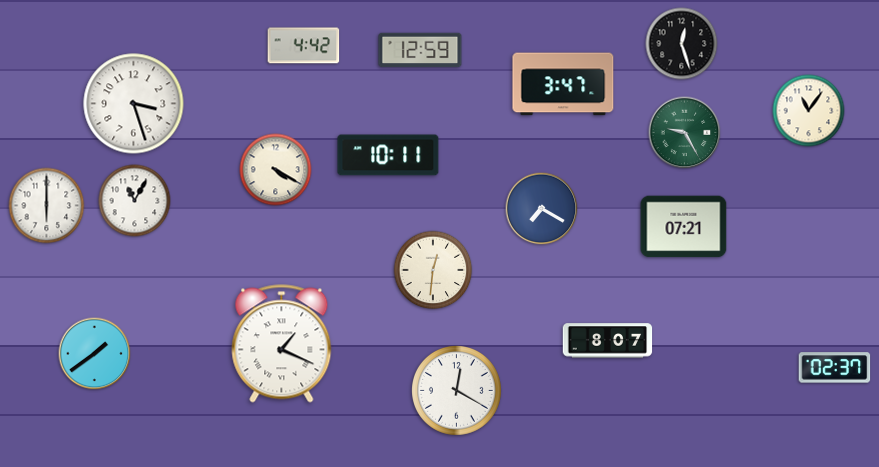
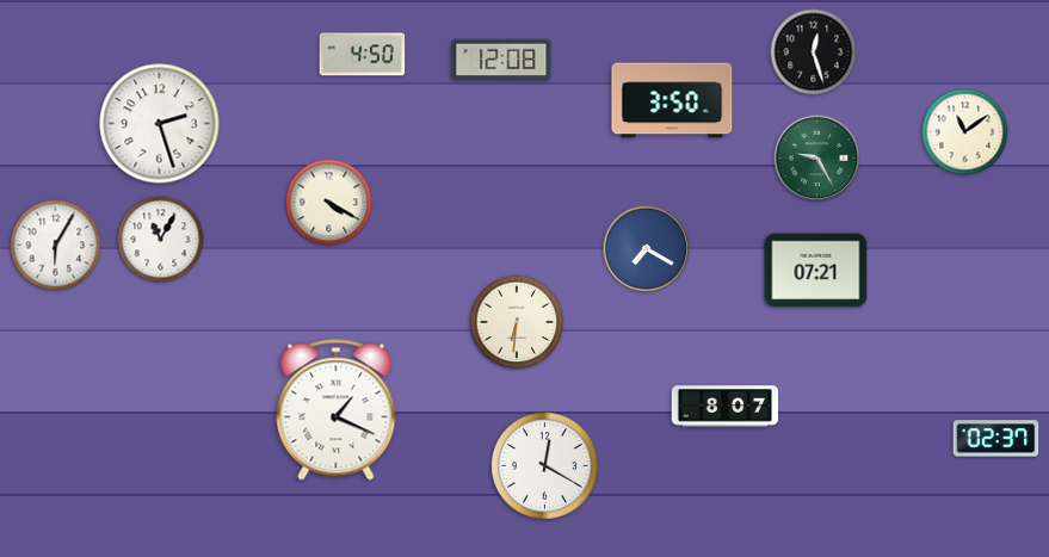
clock at (304, 46): 4:42 -> 4:50
clock at (420, 50): 12:59 -> 12:08
clock at (563, 84): 3:47 -> 3:50
clock at (134, 104): 3:27 -> 2:27
clock at (809, 111): 11:06 -> 11:09
clock at (388, 155): 10:11 -> none
clock at (47, 206): 6:00 -> 6:05
clock at (433, 270): 12:31 -> 6:31
clock at (95, 354): 1:39 -> none
